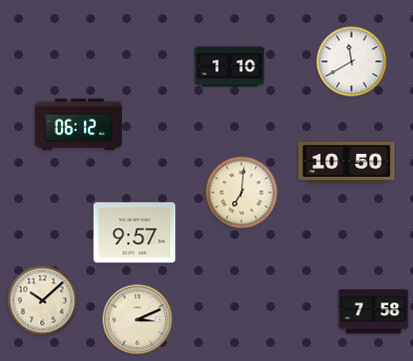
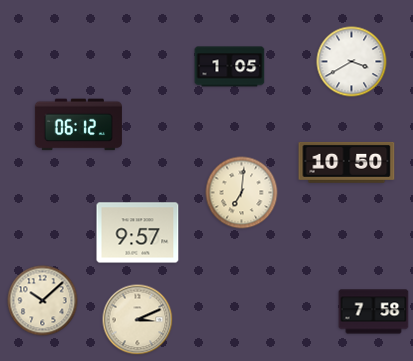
clock at (352, 62): 11:40 -> 3:40
clock at (230, 67): 1:10 -> 1:05
clock at (135, 233) position: (135, 233) -> (138, 233)
